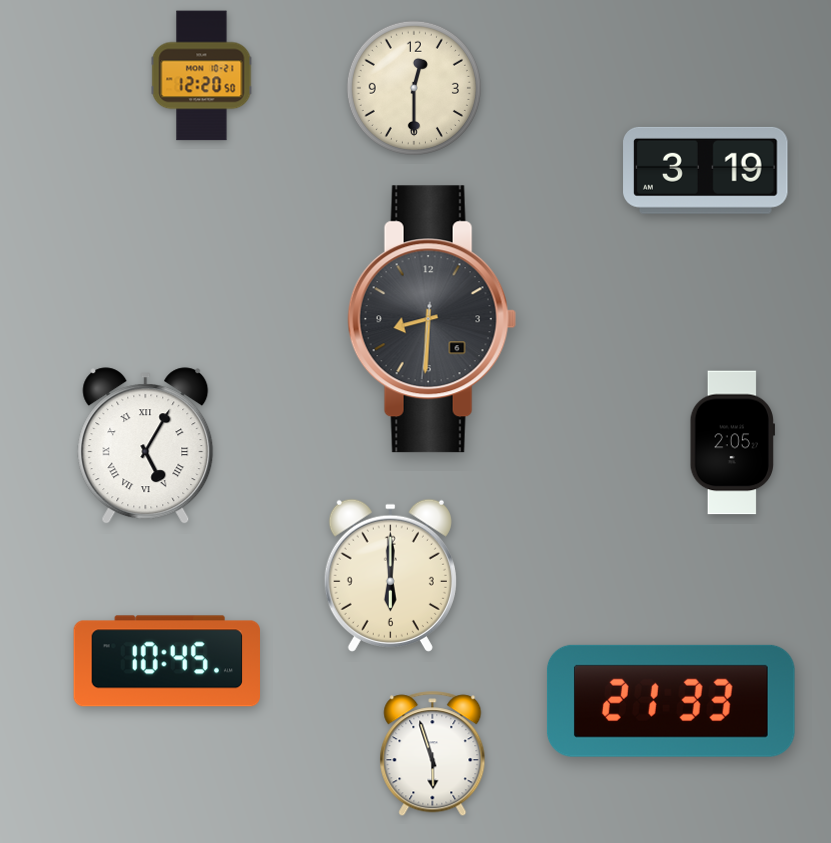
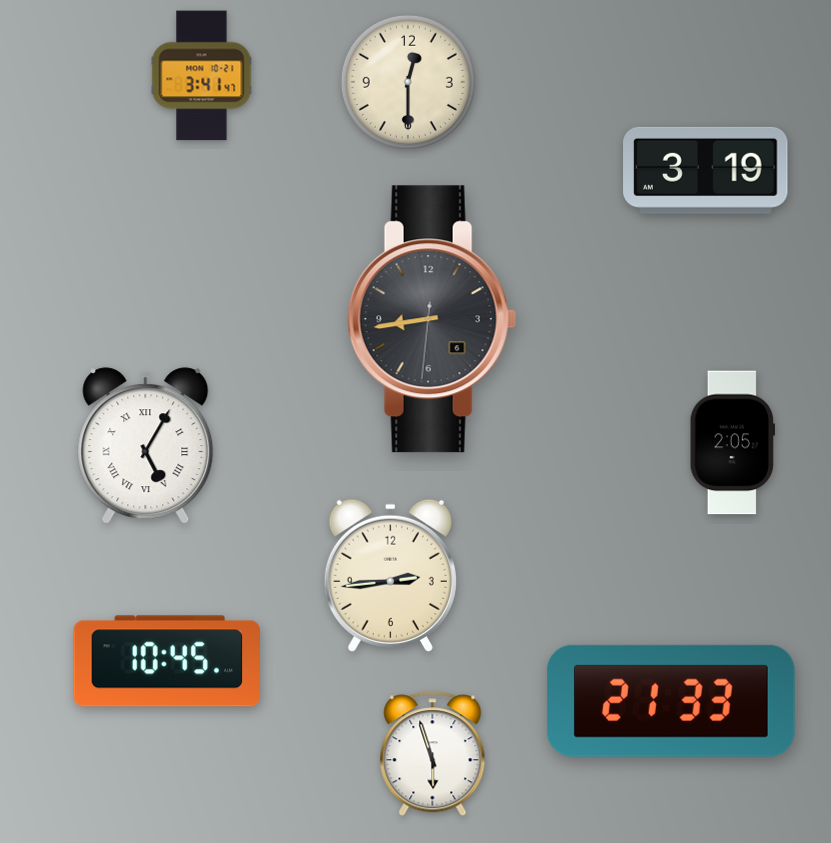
clock at (202, 76): 12:20 -> 3:41
clock at (414, 88) position: (414, 88) -> (408, 82)
clock at (432, 319): 8:30 -> 8:43
clock at (390, 575): 6:00 -> 2:44
